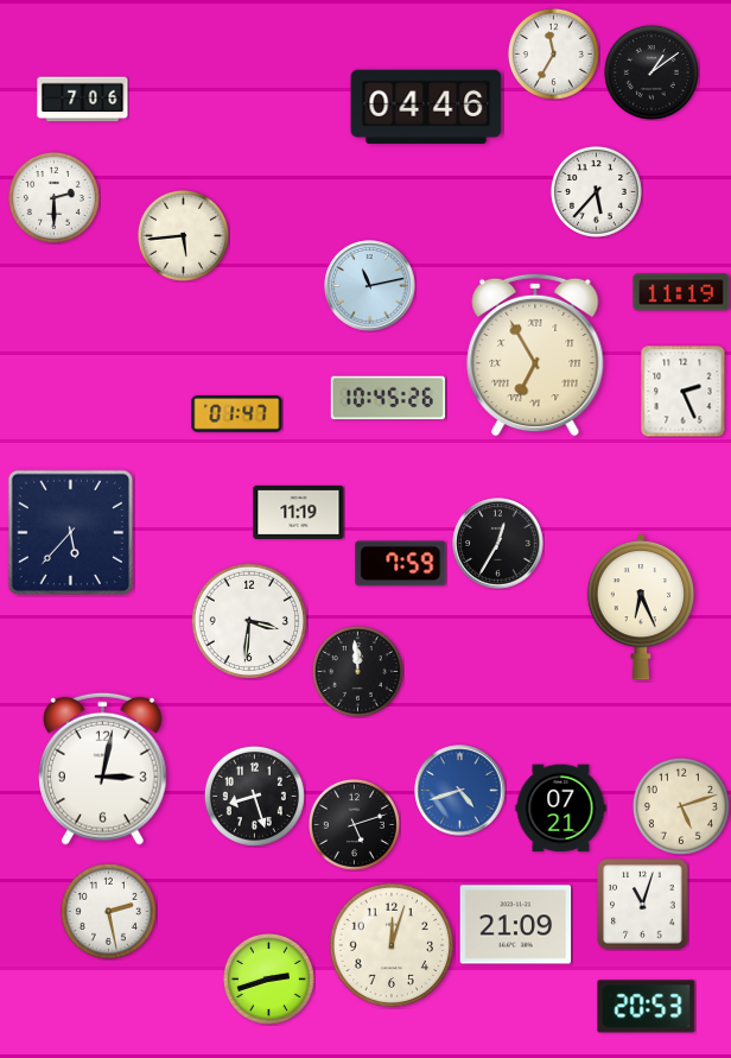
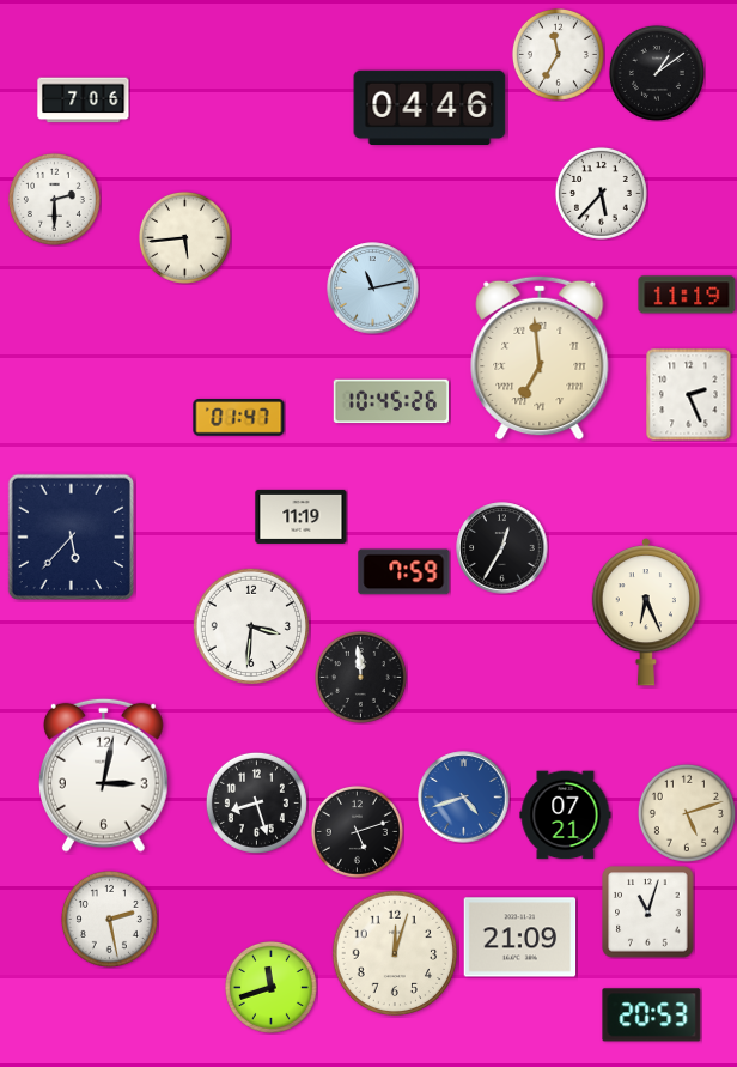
clock at (535, 355): 6:55 -> 6:59
clock at (401, 564) position: (401, 564) -> (404, 572)
clock at (516, 925) position: (516, 925) -> (520, 938)
clock at (268, 978): 2:42 -> 11:42
